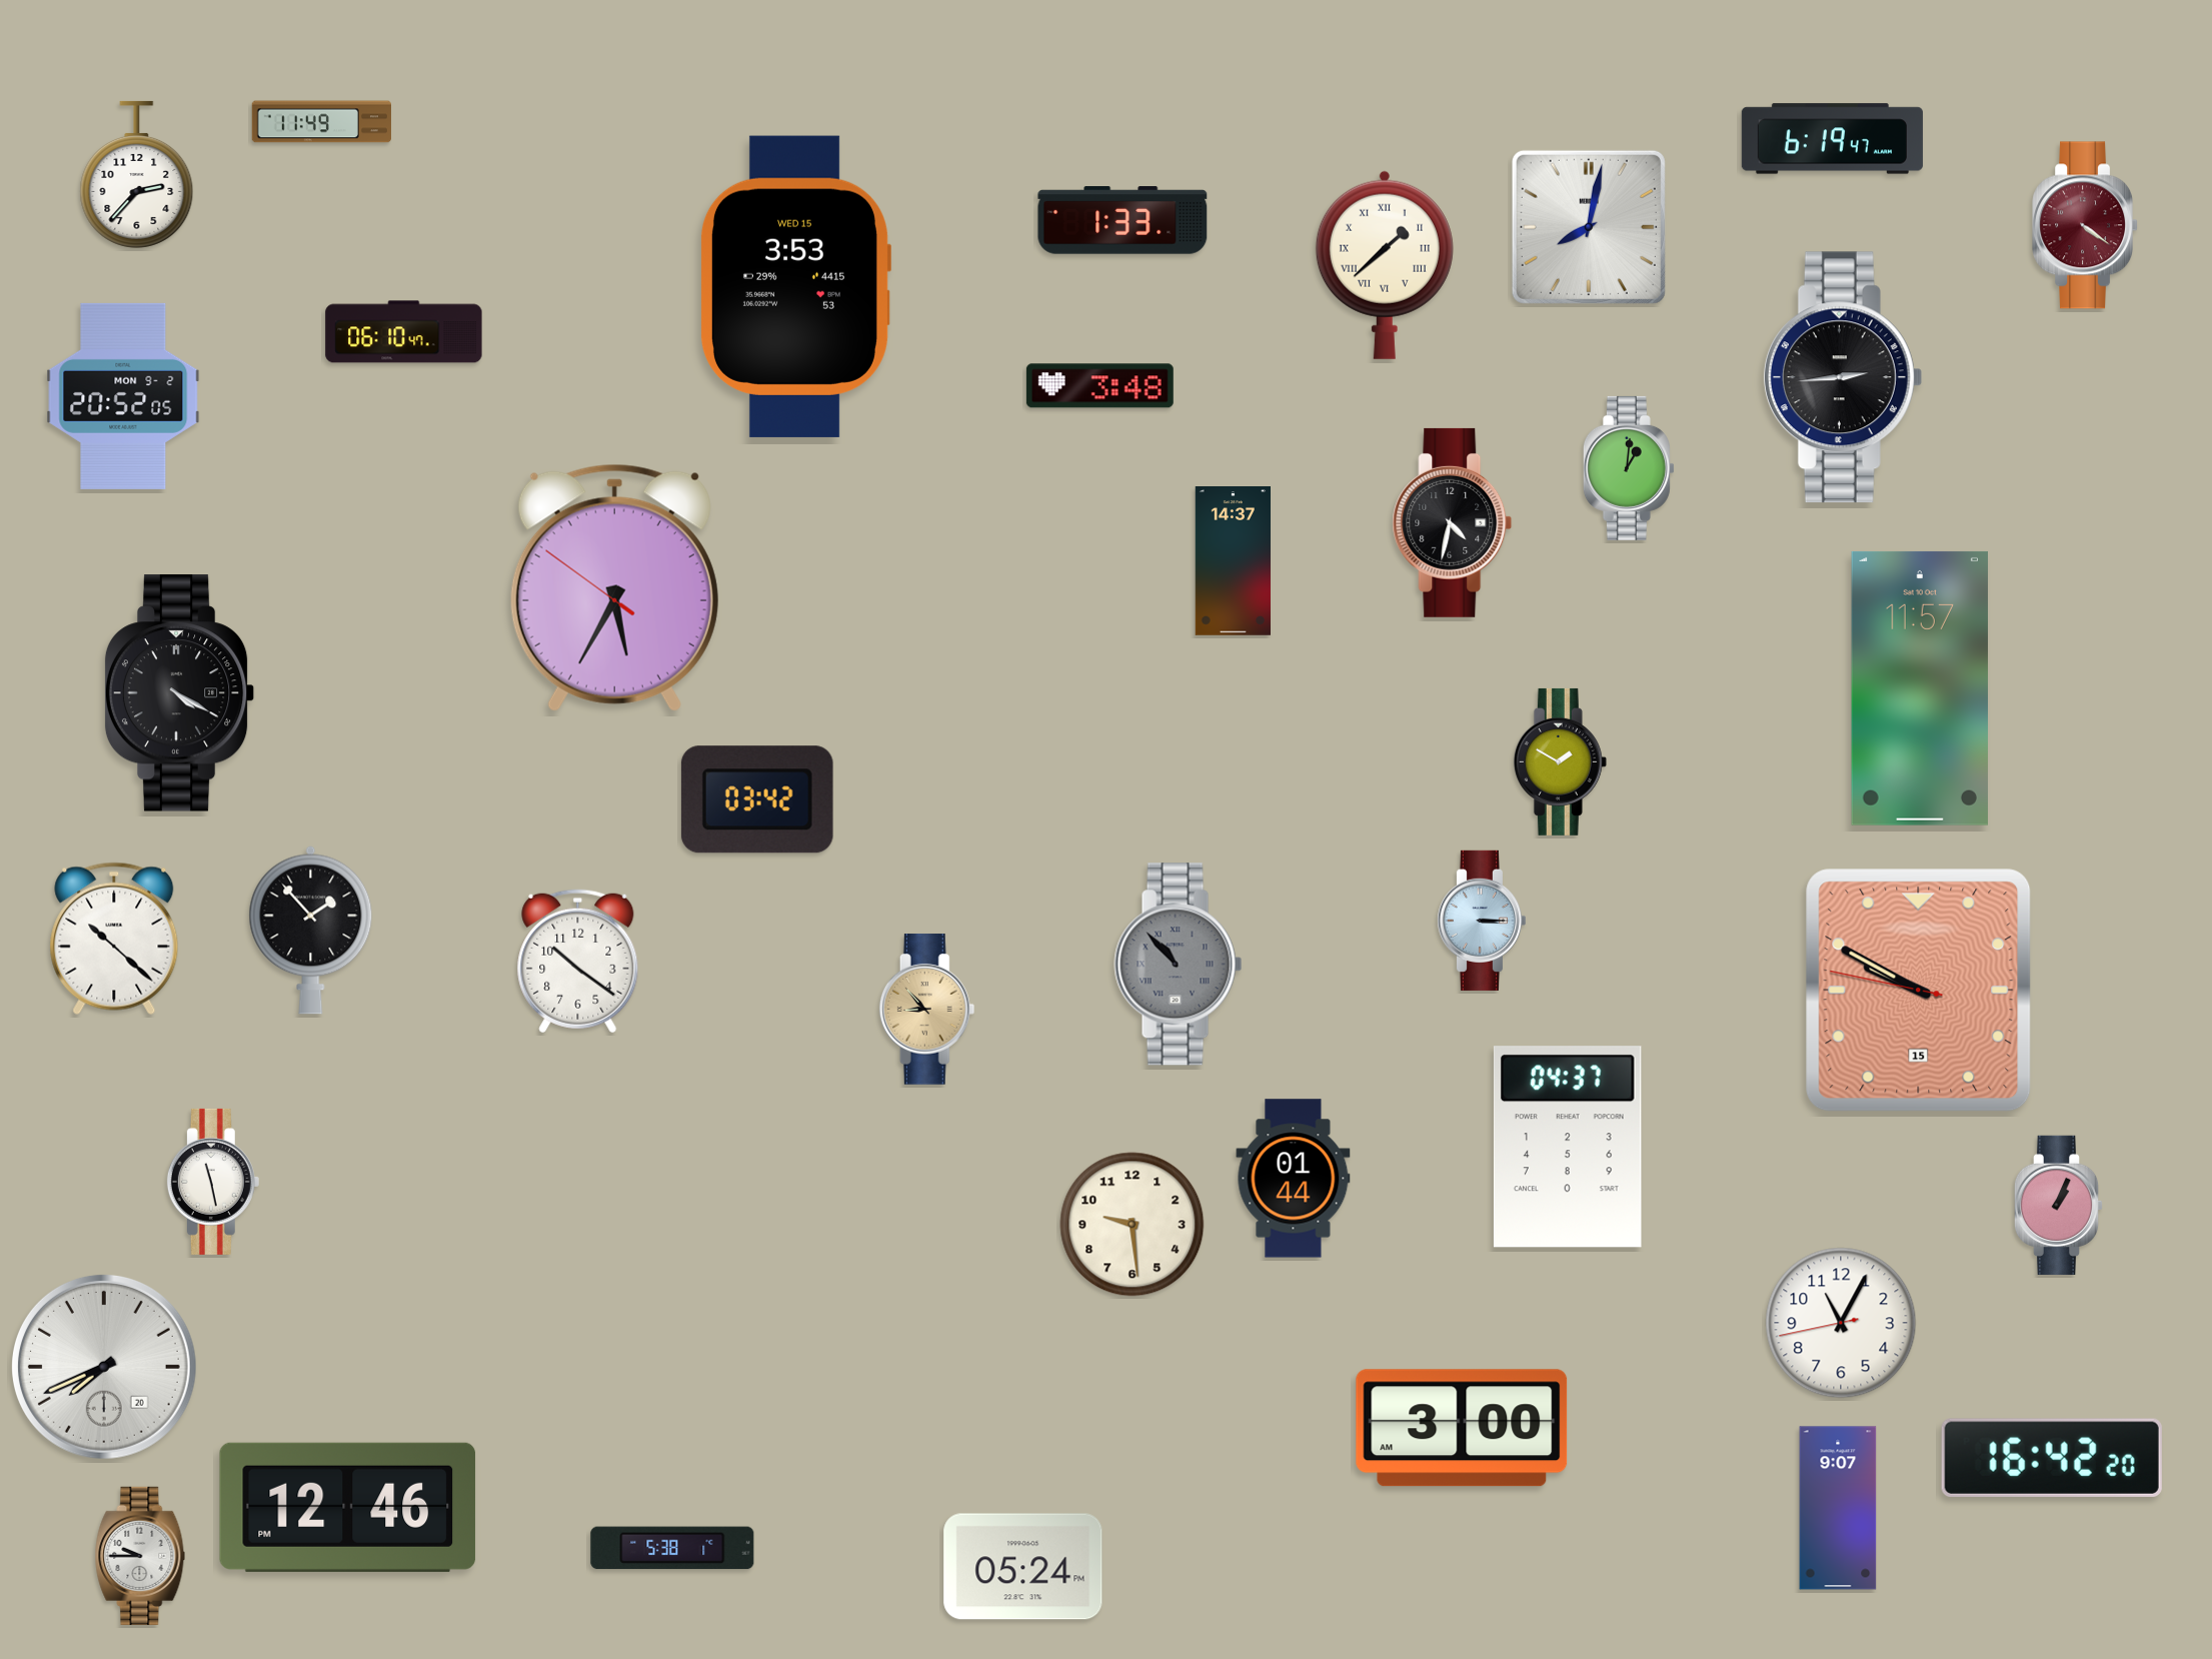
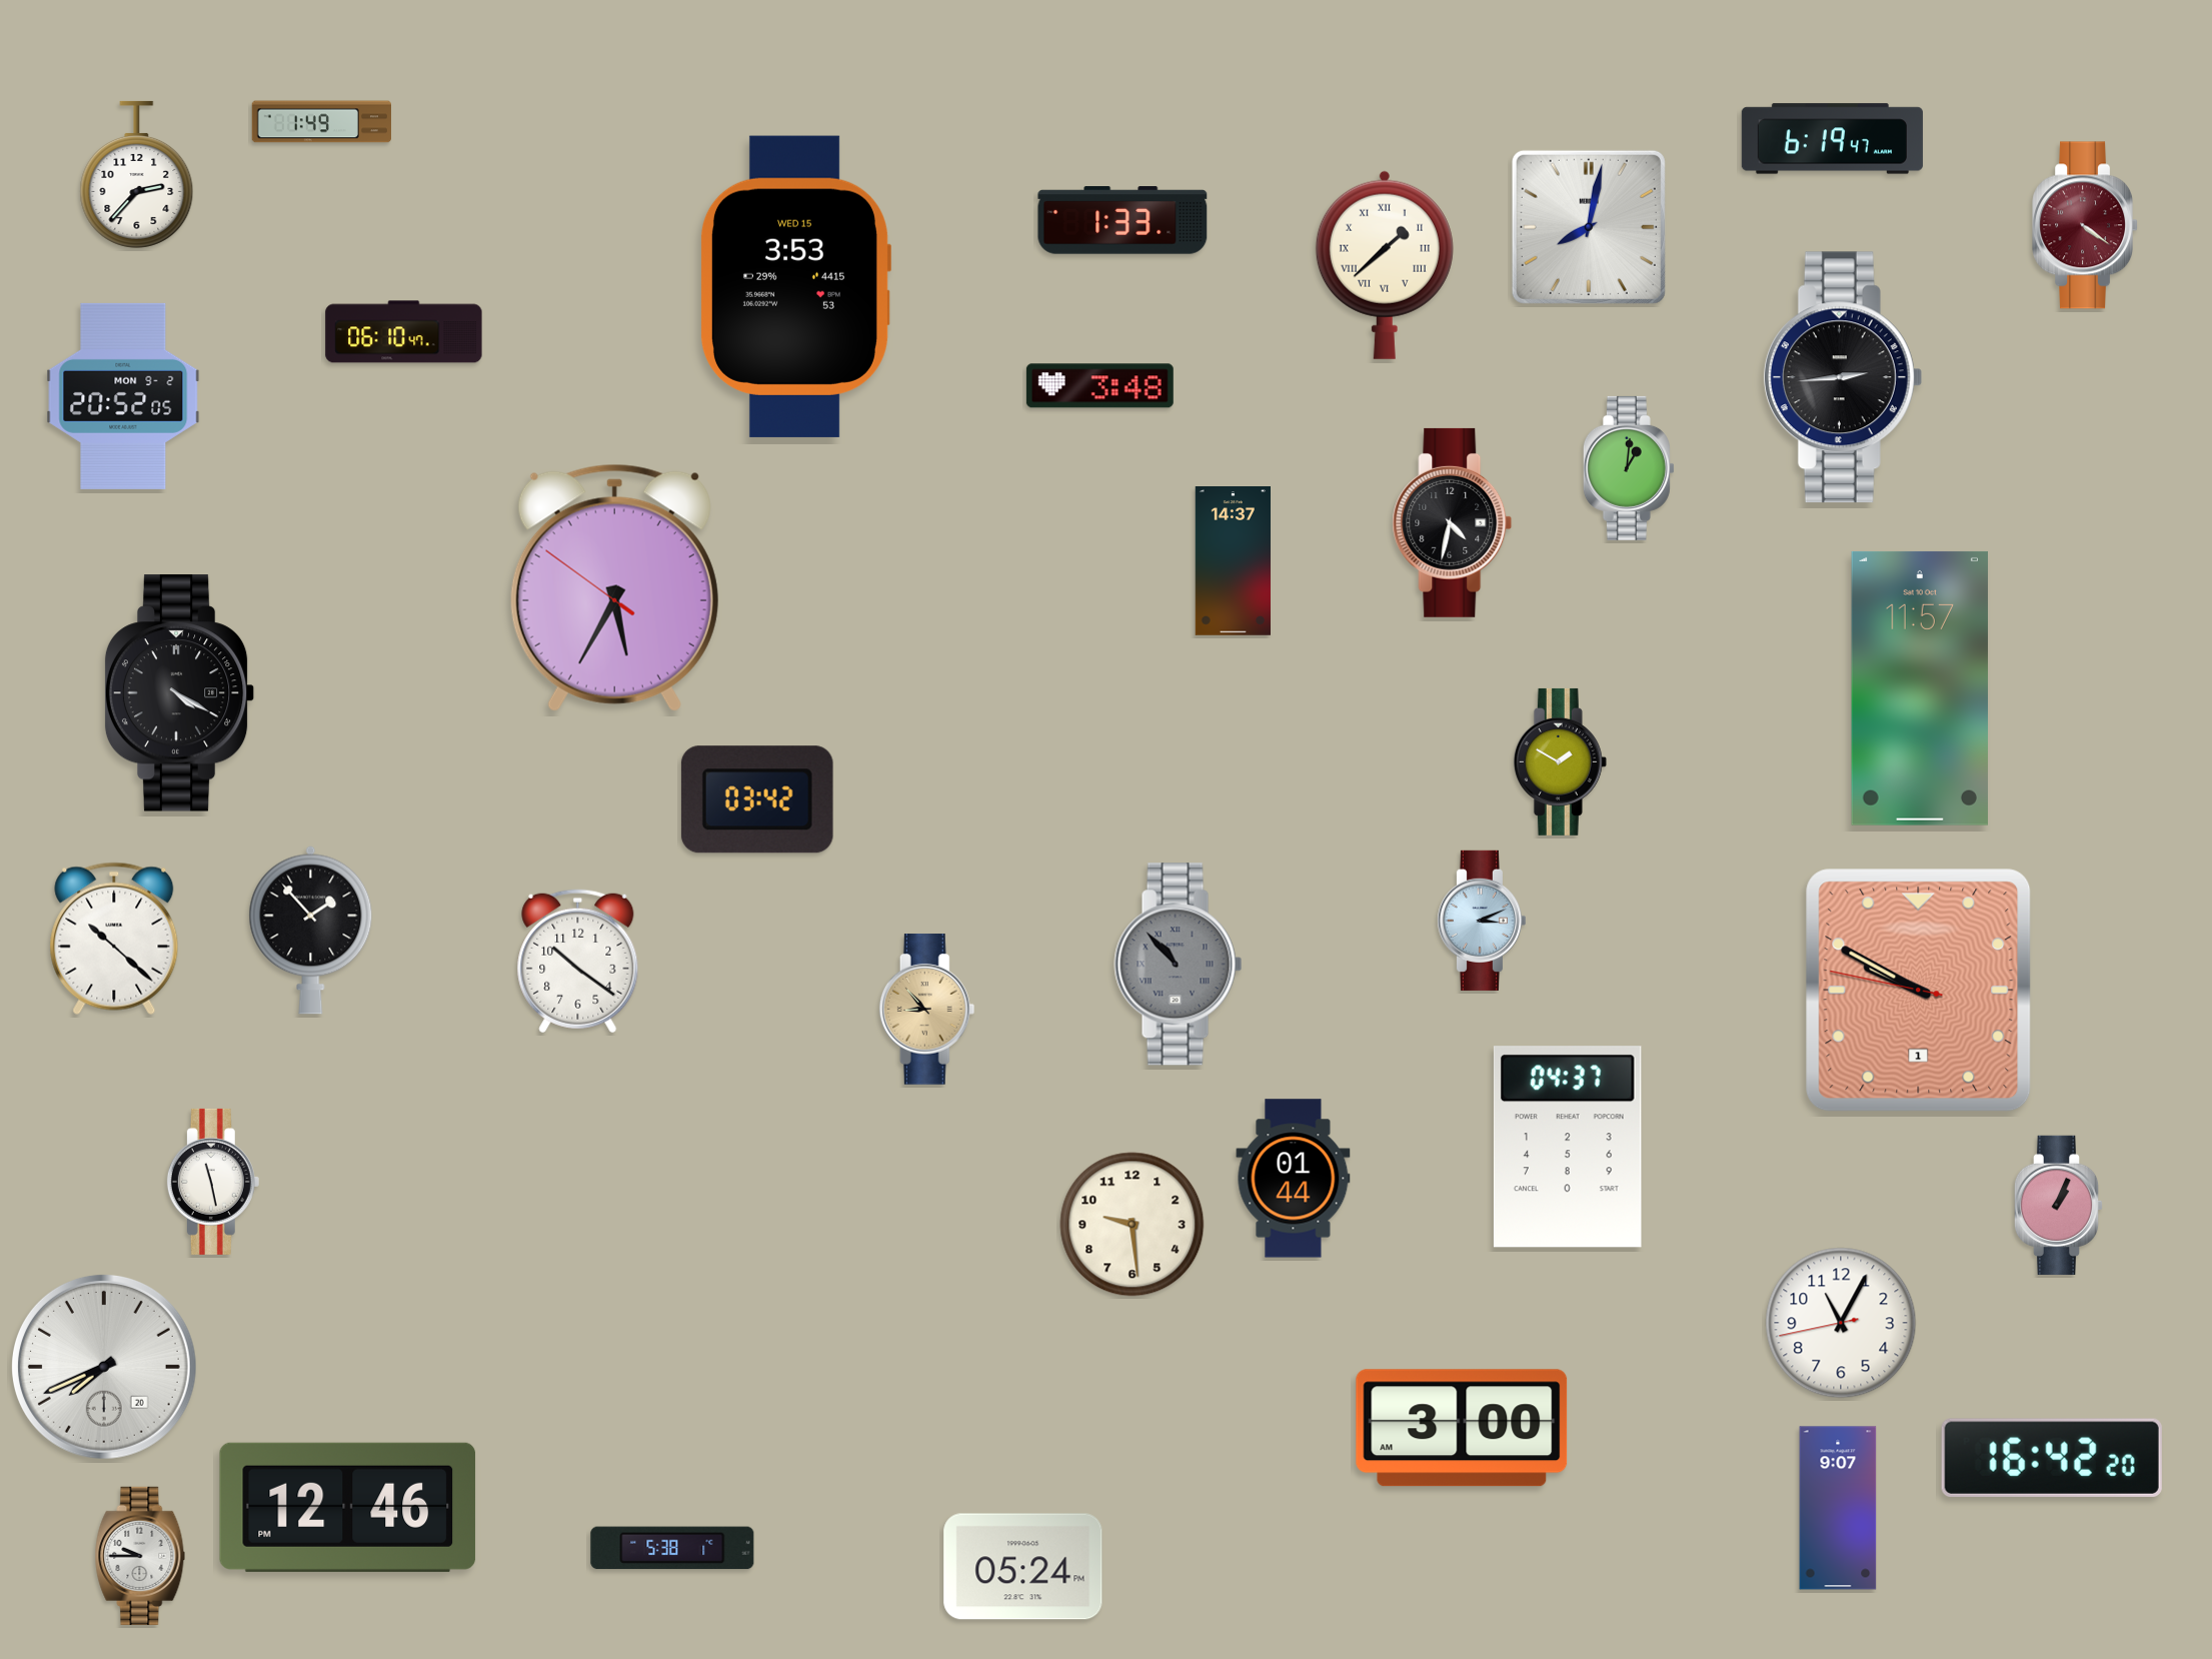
clock at (321, 122): 11:49 -> 1:49
clock at (1481, 921): 3:15 -> 3:11
clock at (1919, 991) date: 15 -> 1
